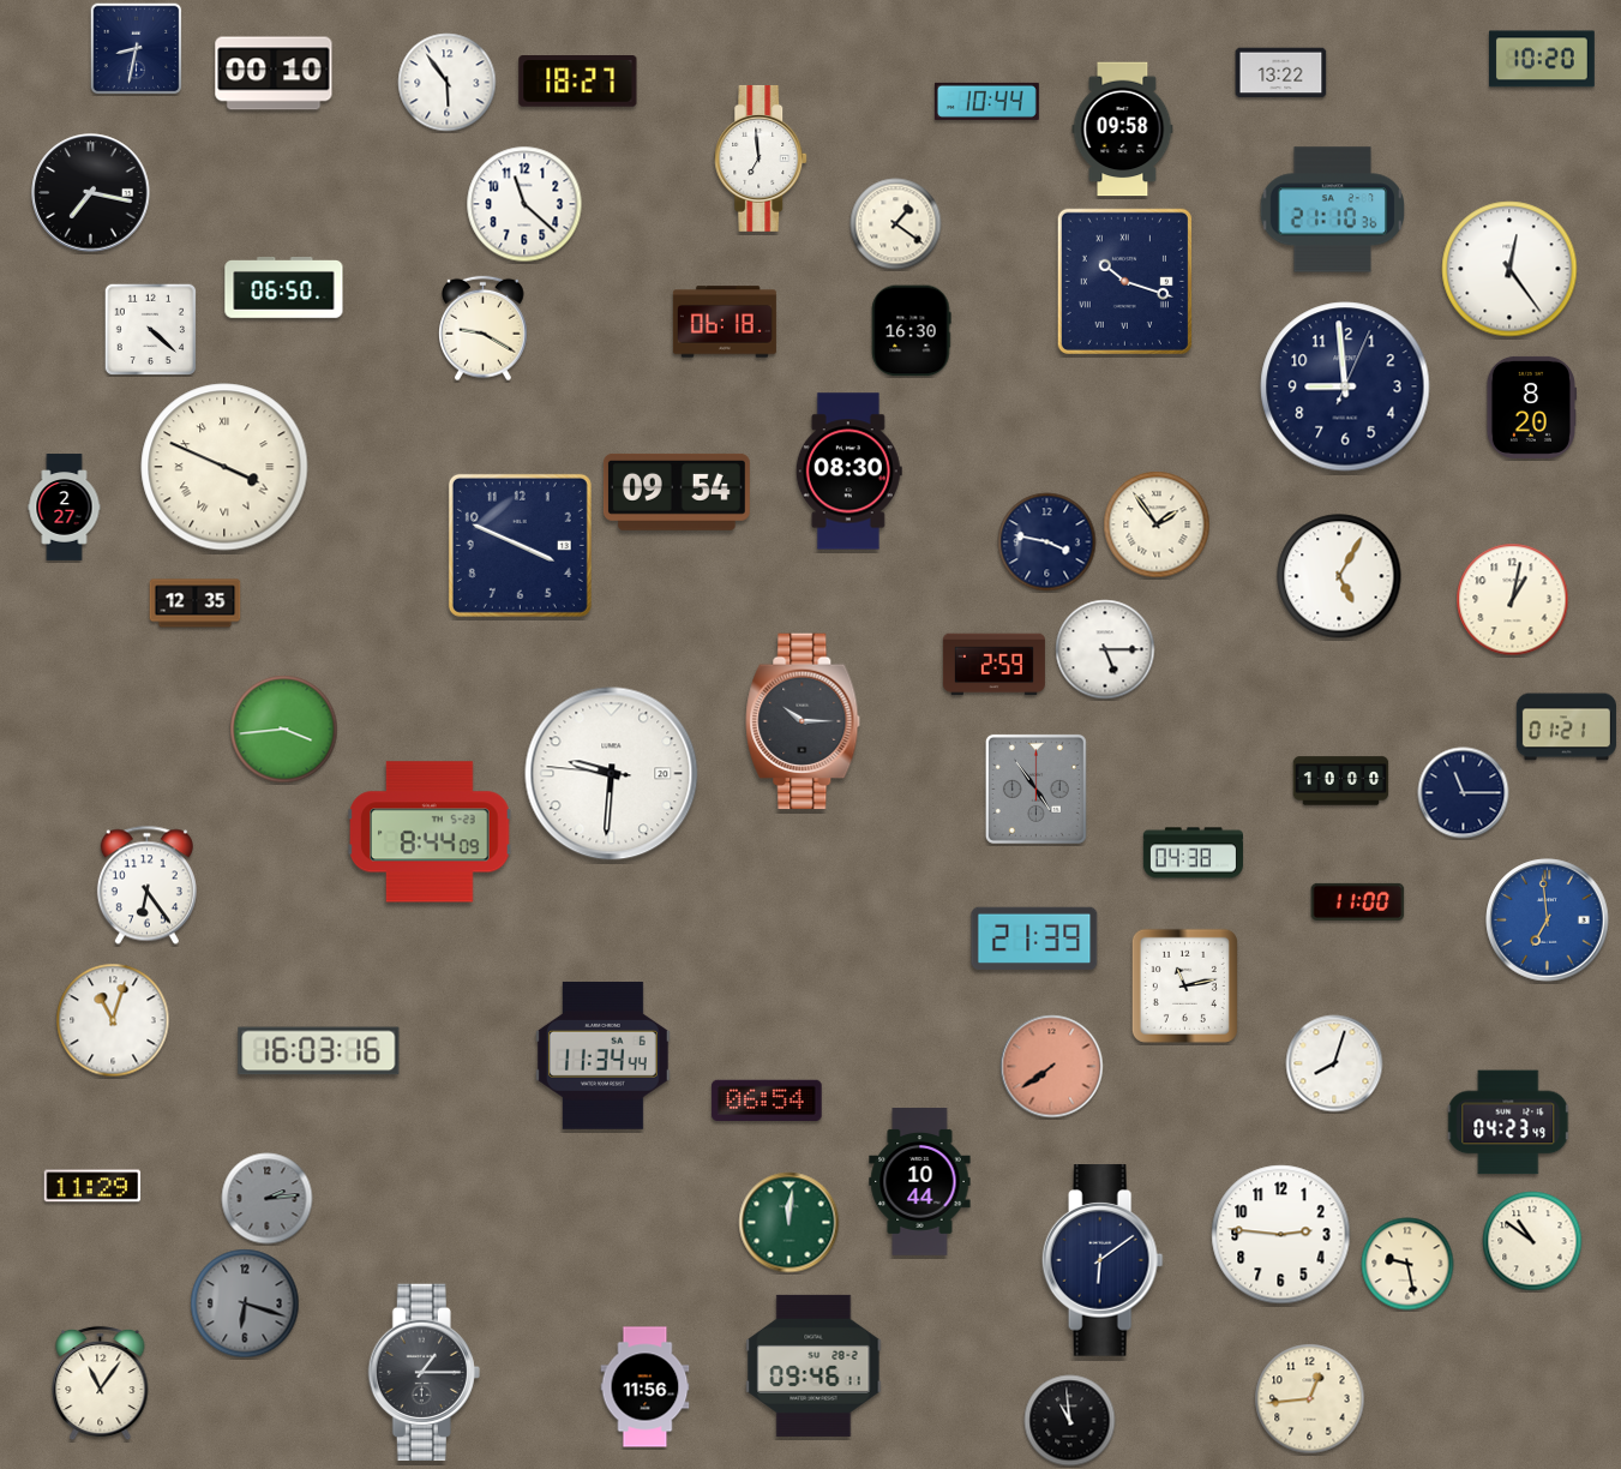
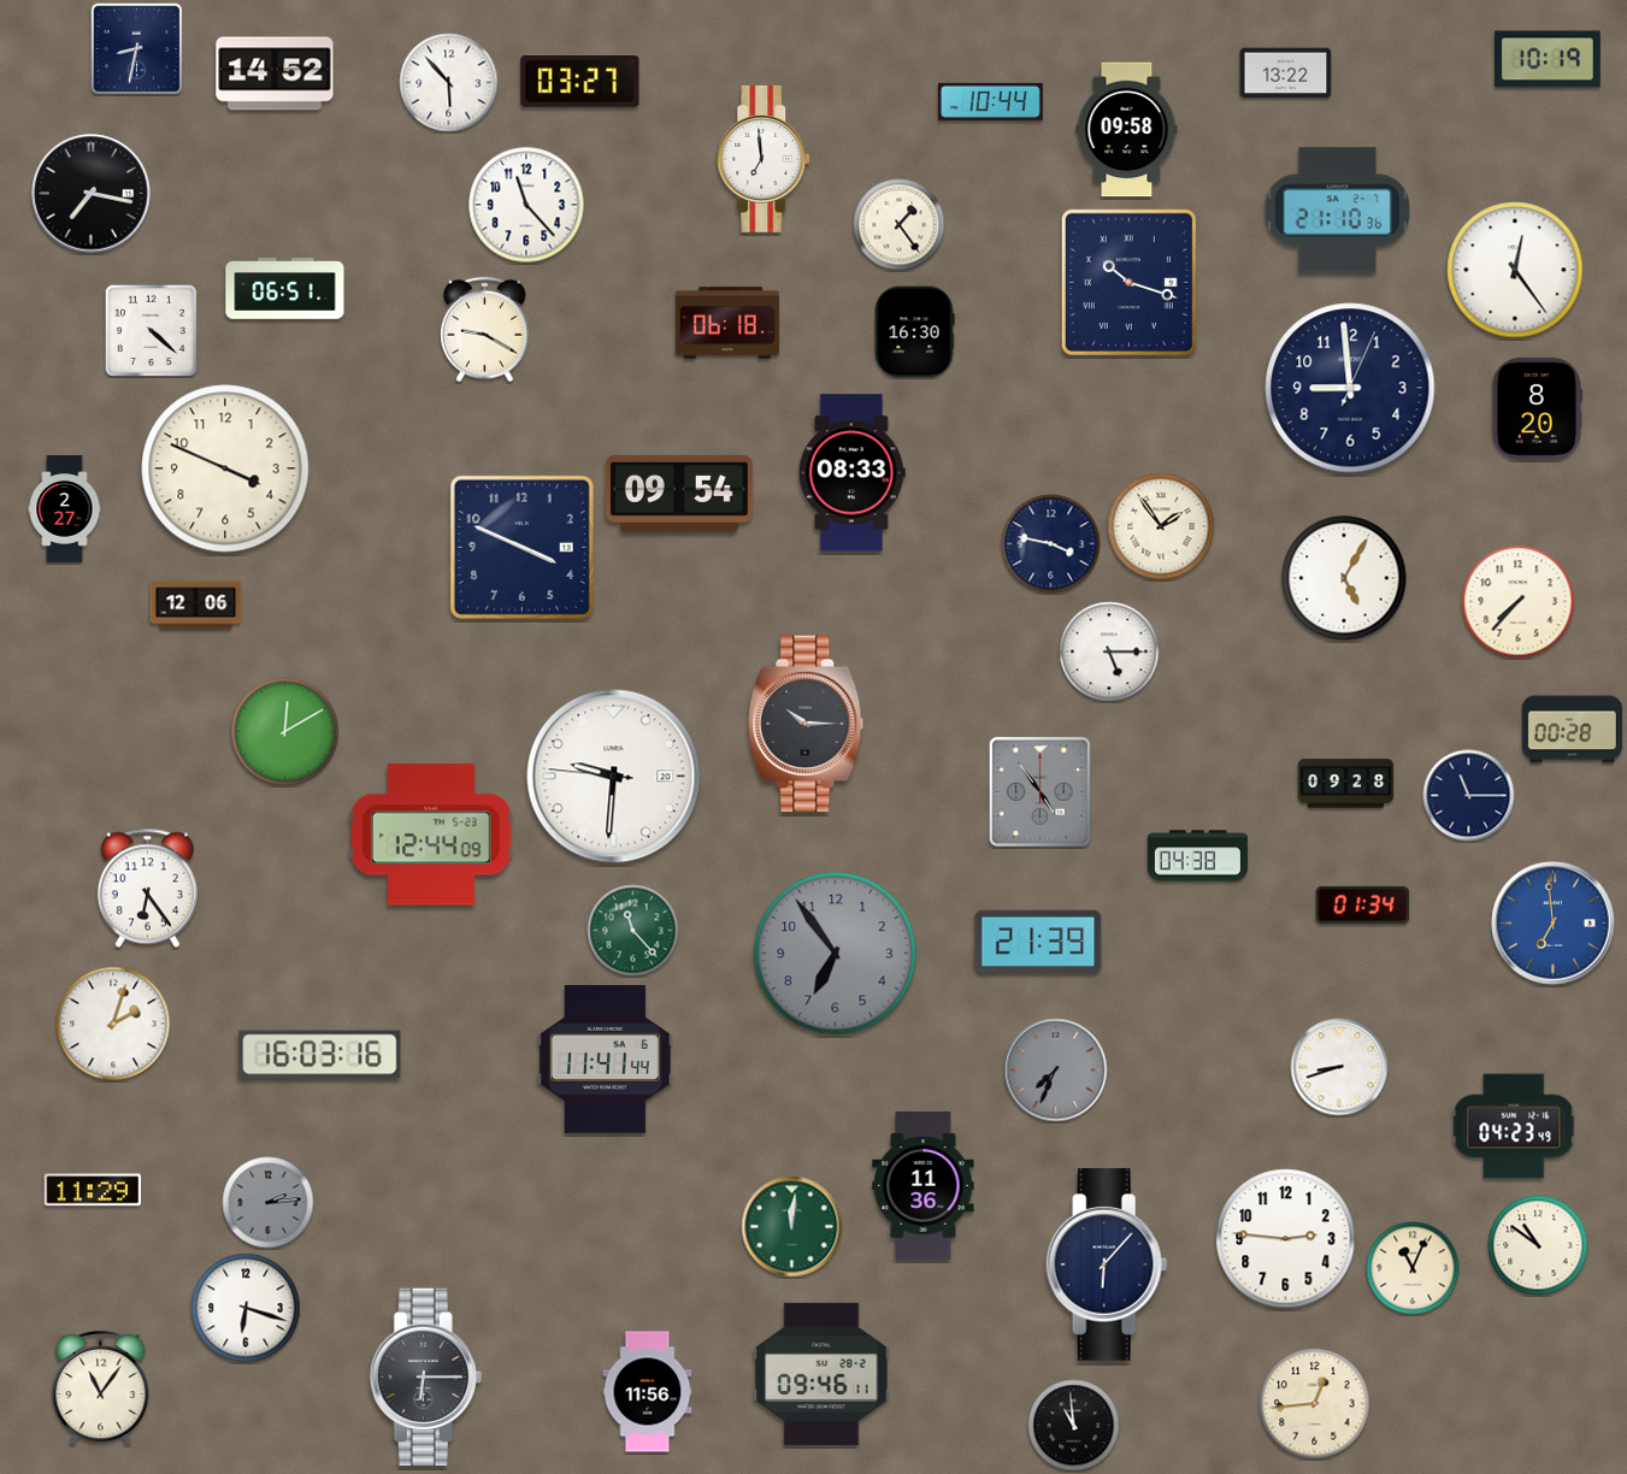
clock at (1542, 59): 10:20 -> 10:19
clock at (274, 73): 00:10 -> 14:52
clock at (578, 82): 18:27 -> 03:27
clock at (448, 83): 5:54 -> 5:53
clock at (524, 204): 11:22 -> 11:23
clock at (896, 224): 1:21 -> 1:24
clock at (284, 287): 06:50 -> 06:51
clock at (224, 467) numerals: Roman -> Arabic
clock at (848, 472): 08:30 -> 08:33
clock at (1513, 600): 1:02 -> 7:37
clock at (196, 604): 12:35 -> 12:06
clock at (993, 665): 2:59 -> none
clock at (1566, 727): 01:21 -> 00:28
clock at (284, 730): 3:44 -> 12:10
clock at (1341, 781): 10:00 -> 09:28
clock at (430, 832): 8:44 -> 12:44
clock at (1358, 901): 11:00 -> 01:34
clock at (633, 931): none -> 11:23
clock at (836, 954): none -> 6:54
clock at (1184, 985): 11:13 -> none
clock at (113, 1020): 11:03 -> 2:03
clock at (602, 1055): 11:34 -> 11:41
clock at (1334, 1063): 8:03 -> 8:42
clock at (1052, 1067): 7:39 -> 7:34
clock at (1052, 1067) dial: salmon -> grey
clock at (767, 1099): 06:54 -> none
clock at (920, 1182): 10:44 -> 11:36
clock at (1103, 1260): 6:09 -> 6:07
clock at (1407, 1264): 9:28 -> 11:04
clock at (245, 1303) dial: grey -> white
clock at (813, 1366) position: (813, 1366) -> (821, 1374)
clock at (424, 1373): 1:15 -> 6:15
